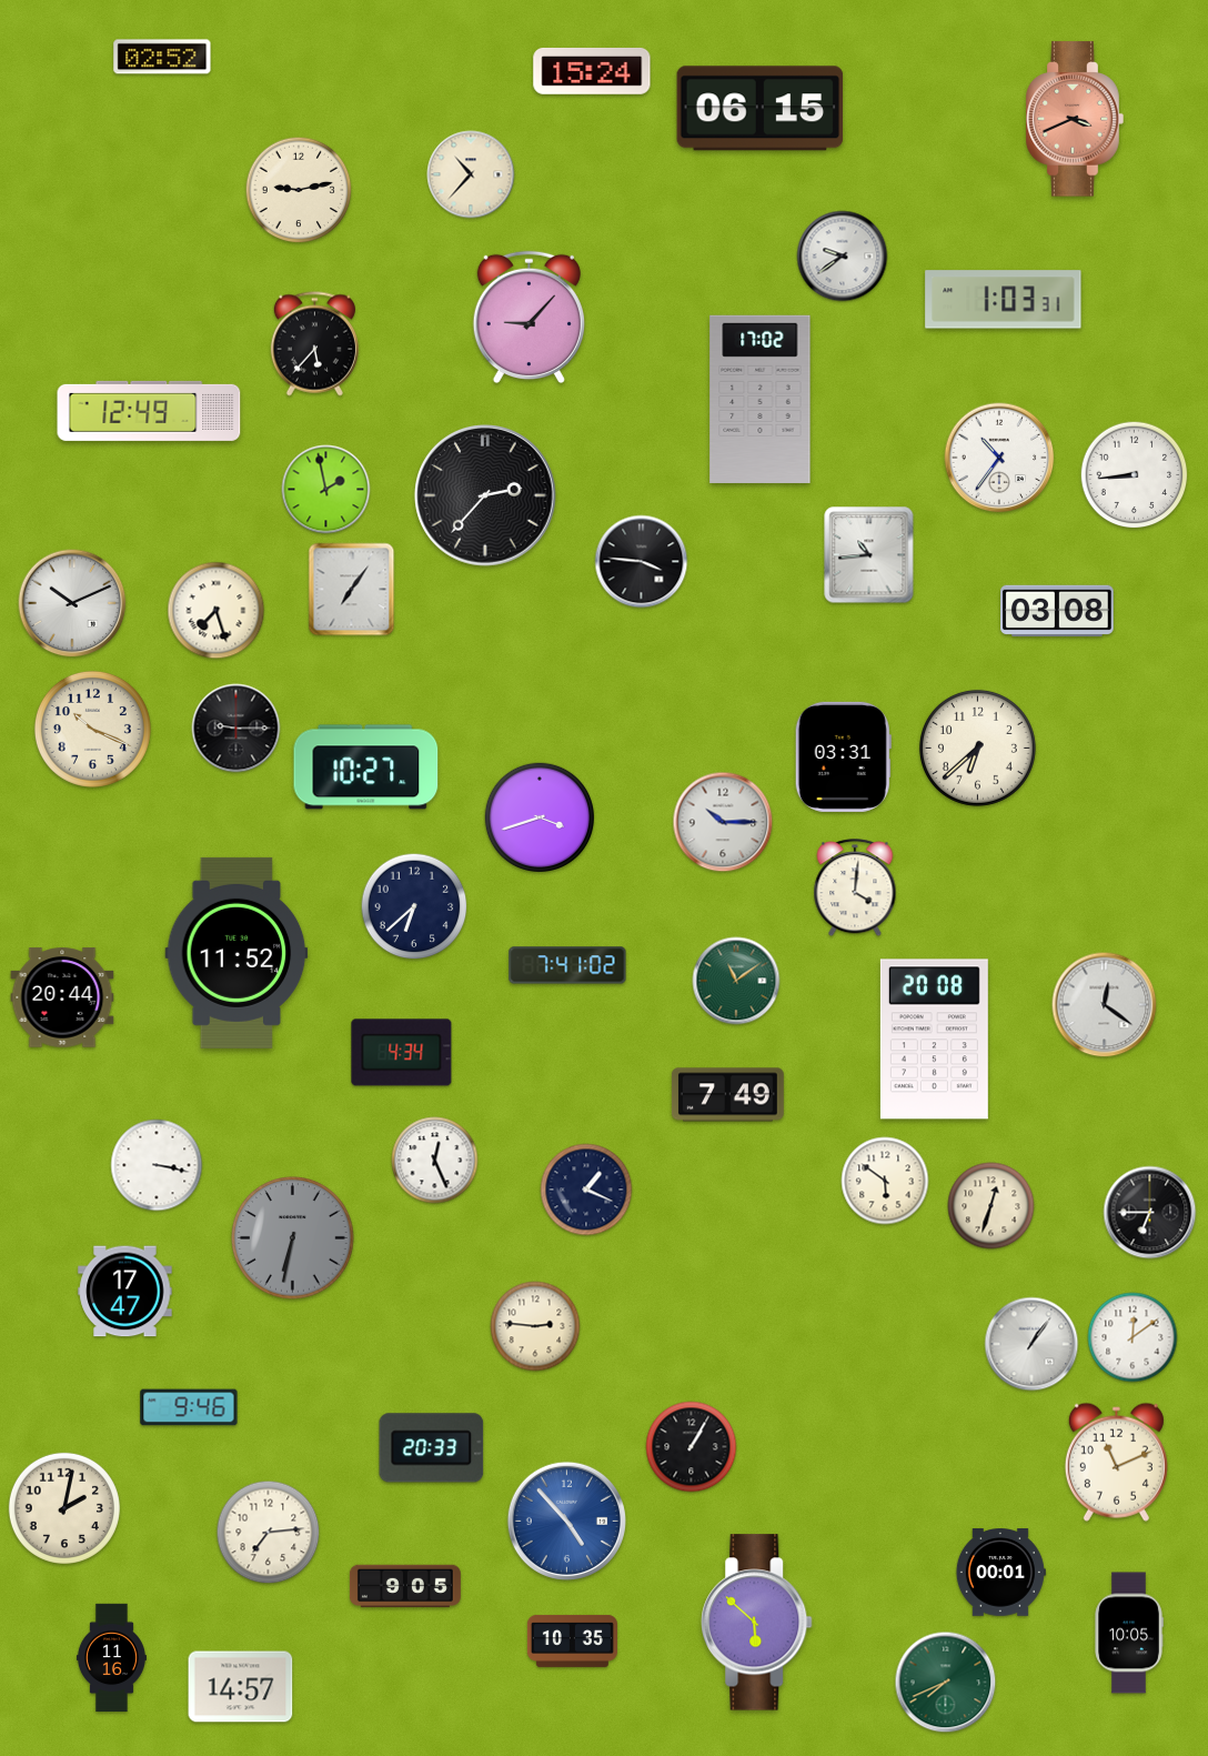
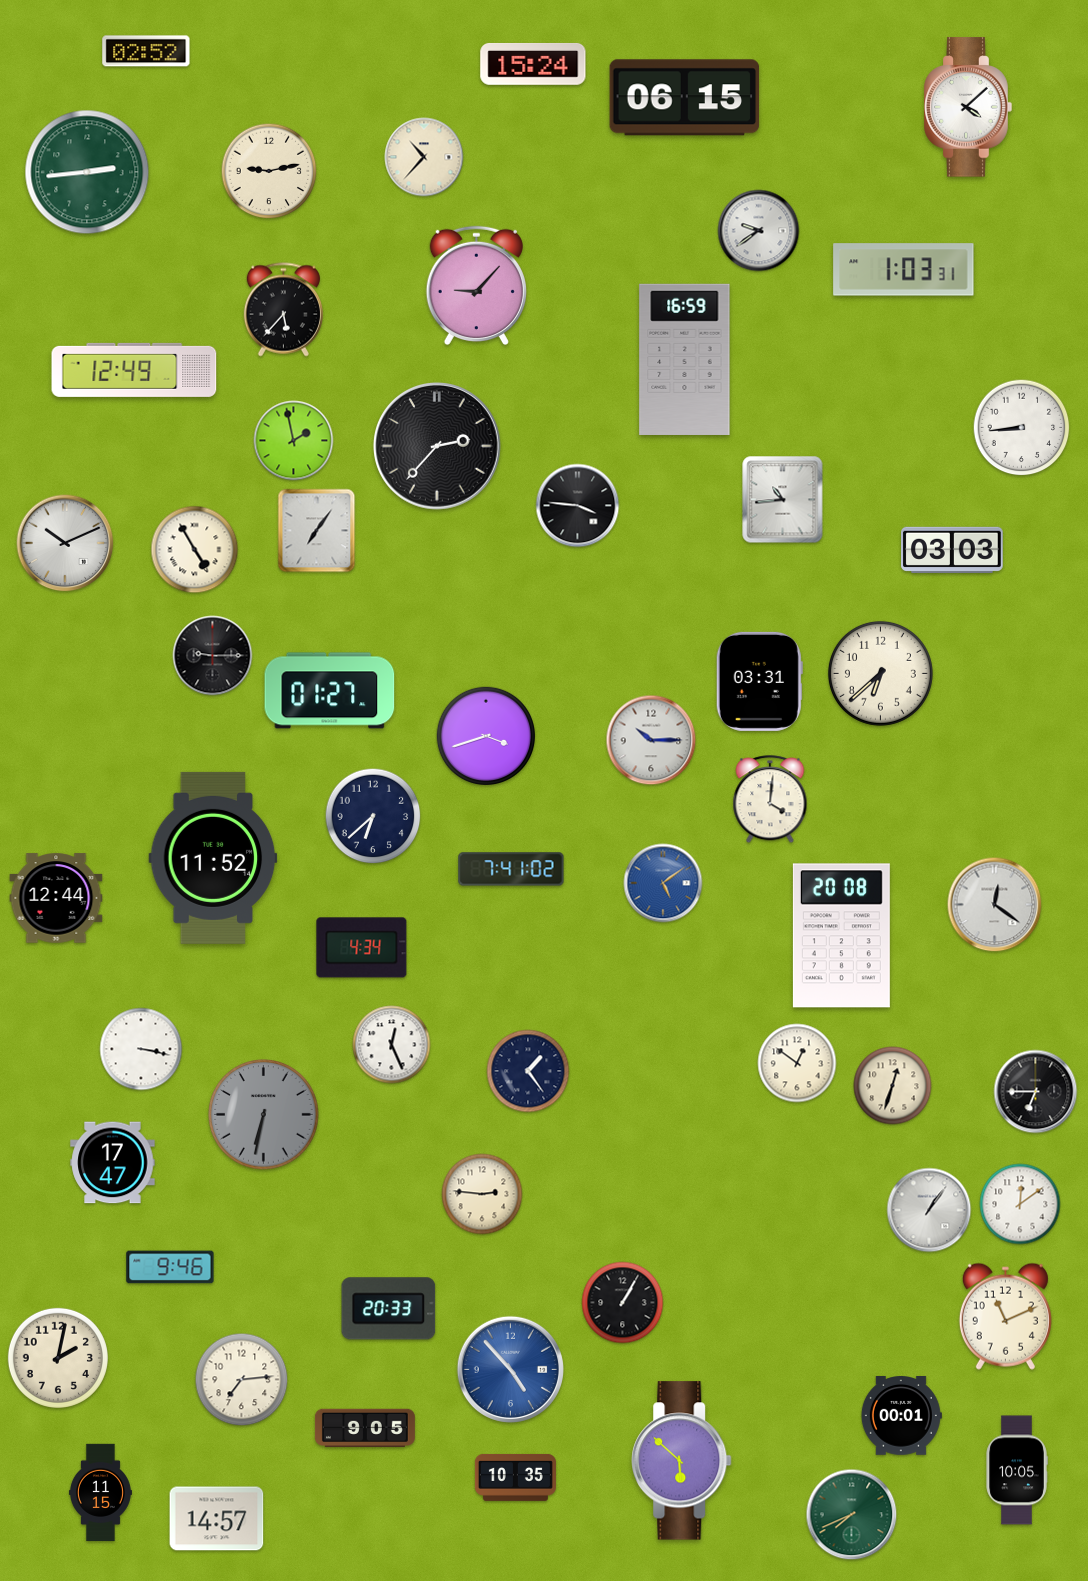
clock at (1075, 119): 3:41 -> 4:08
clock at (1075, 119) dial: salmon -> white
clock at (87, 172): none -> 2:44
clock at (761, 399): 17:02 -> 16:59
clock at (999, 458): 10:36 -> none
clock at (217, 611): 7:27 -> 4:55
clock at (1057, 611): 03:08 -> 03:03
clock at (92, 729): 10:19 -> none
clock at (366, 767): 10:27 -> 01:27
clock at (736, 981): 11:09 -> 5:09
clock at (736, 981) dial: green -> blue
clock at (62, 997): 20:44 -> 12:44
clock at (728, 1095): 7:49 -> none
clock at (885, 1181): 5:51 -> 12:51
clock at (586, 1190): 1:19 -> 1:24
clock at (432, 1448) position: (432, 1448) -> (389, 1309)
clock at (111, 1658): 11:16 -> 11:15
